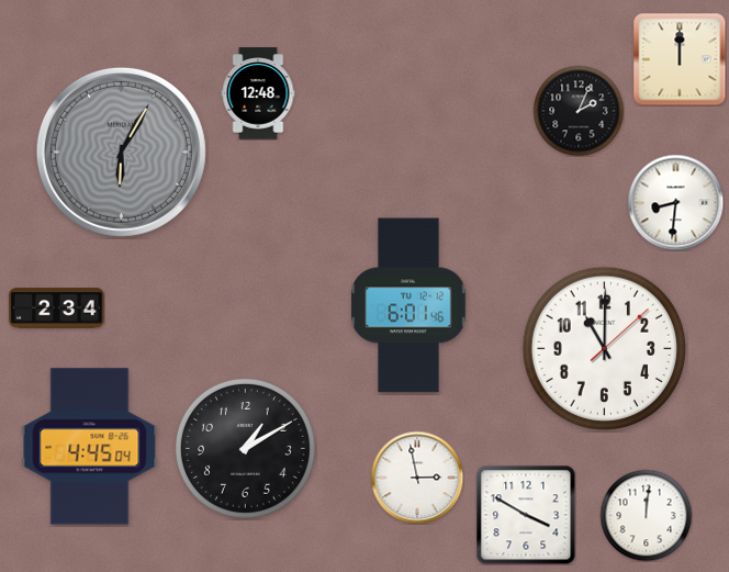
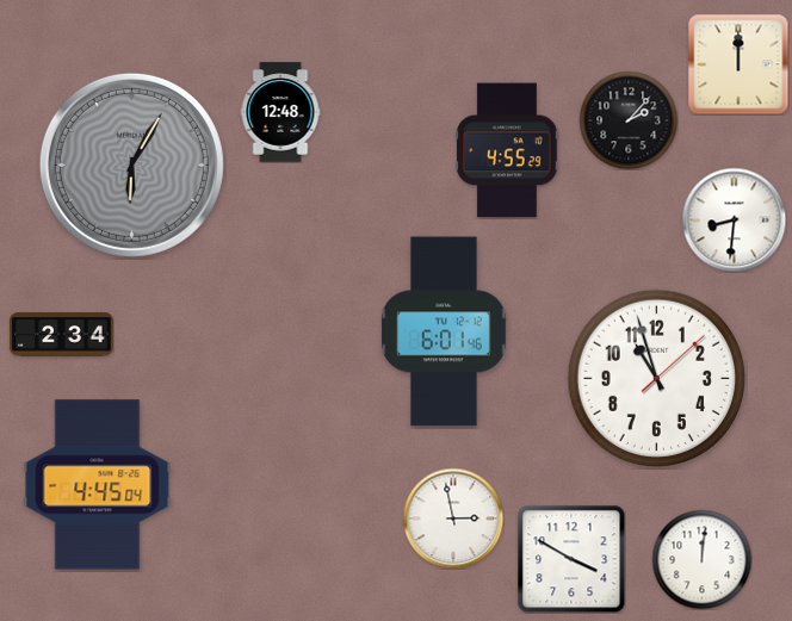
clock at (258, 93) position: (258, 93) -> (280, 112)
clock at (579, 111): 2:04 -> 2:07
clock at (507, 150): none -> 4:55
clock at (604, 348): 11:00 -> 10:57
clock at (245, 448): 1:10 -> none
